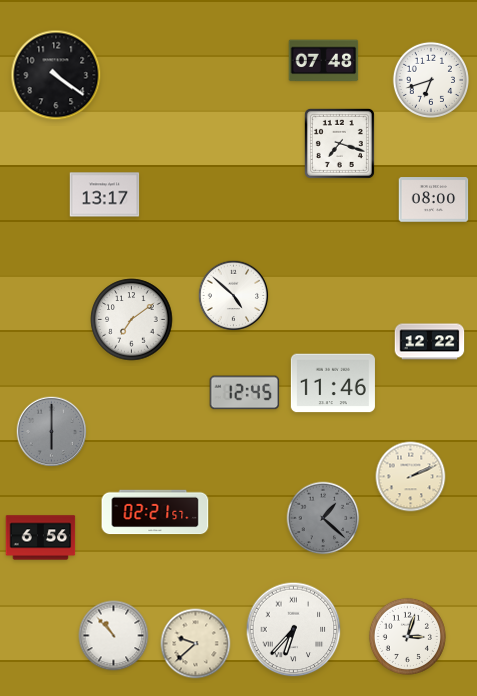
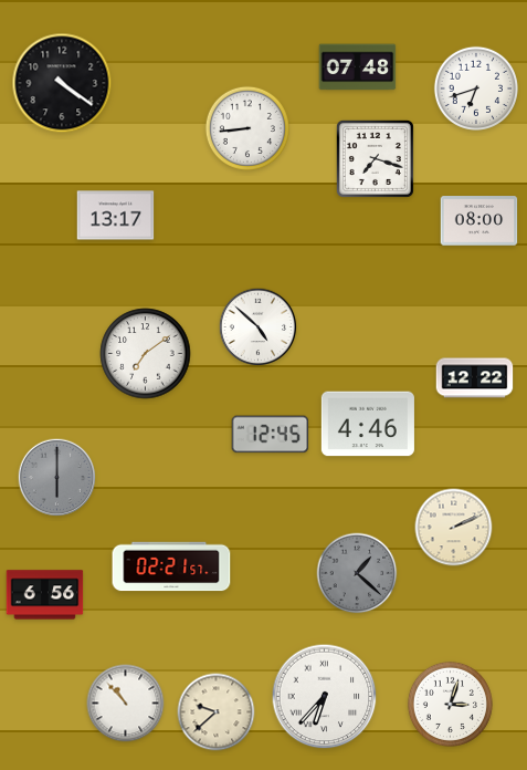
clock at (247, 128): none -> 8:44
clock at (333, 383): 11:46 -> 4:46
